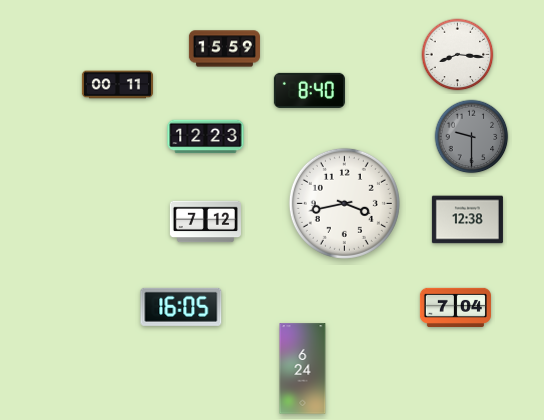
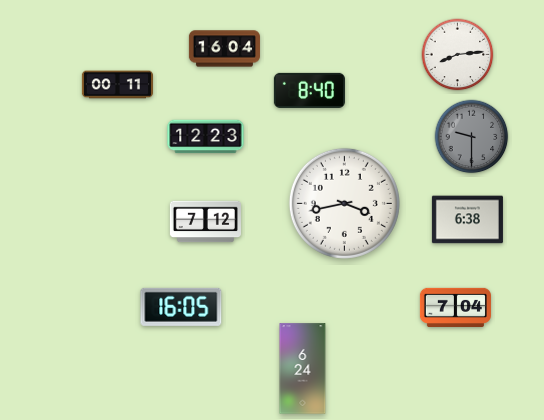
clock at (224, 49): 15:59 -> 16:04
clock at (458, 55): 8:16 -> 8:14
clock at (467, 220): 12:38 -> 6:38
